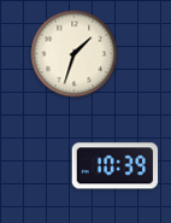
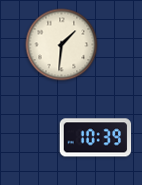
clock at (75, 54): 1:33 -> 1:31
